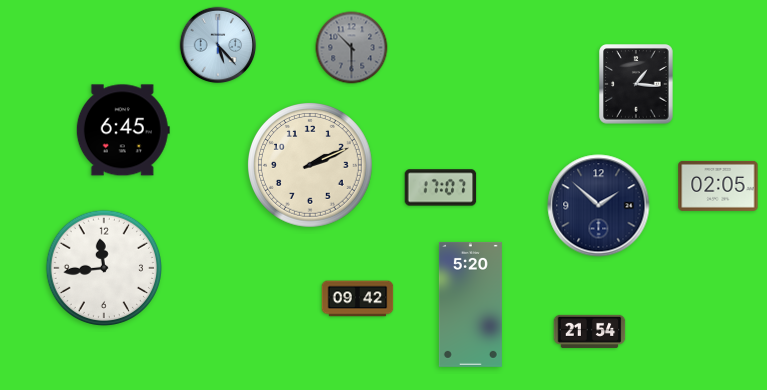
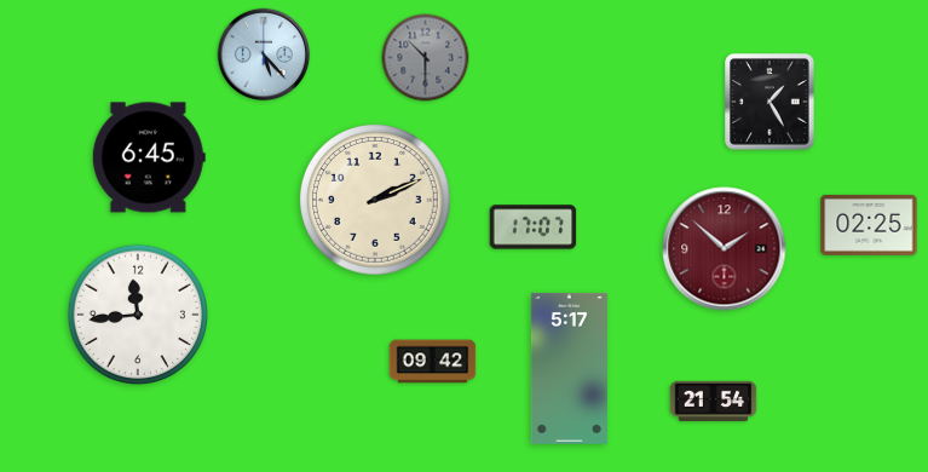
clock at (636, 84): 1:16 -> 1:25
clock at (718, 186): 02:05 -> 02:25
clock at (599, 206) dial: navy -> burgundy
clock at (103, 267) position: (103, 267) -> (137, 313)
clock at (470, 304): 5:20 -> 5:17
